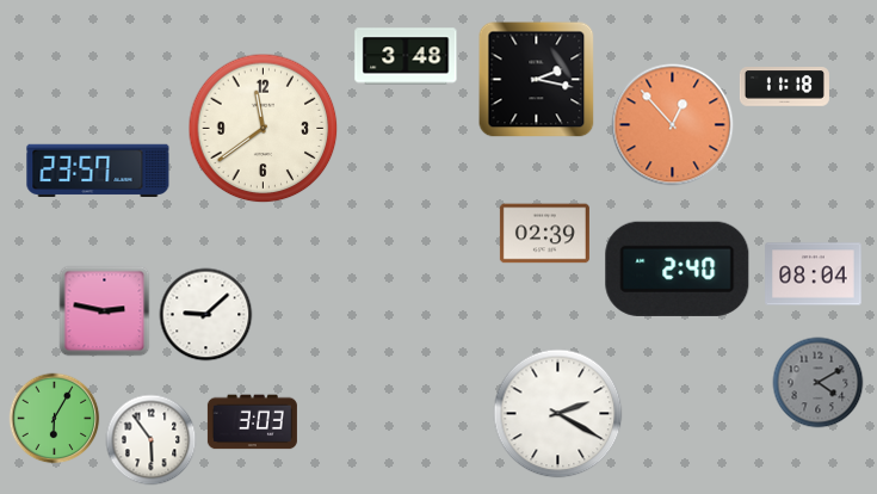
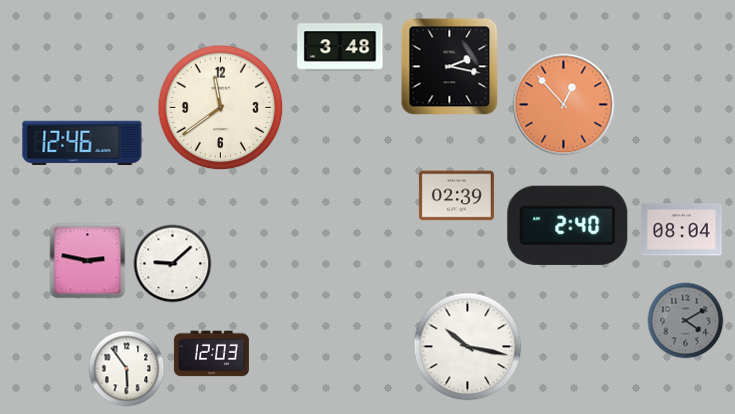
clock at (784, 87): 11:18 -> none
clock at (98, 169): 23:57 -> 12:46
clock at (558, 414): 2:20 -> 10:17
clock at (55, 419): 6:05 -> none
clock at (252, 422): 3:03 -> 12:03
